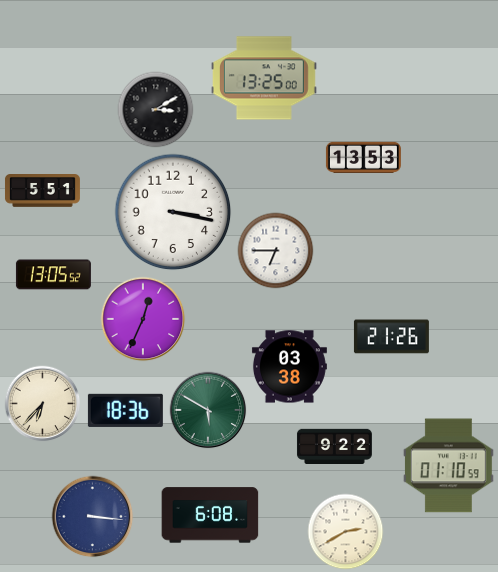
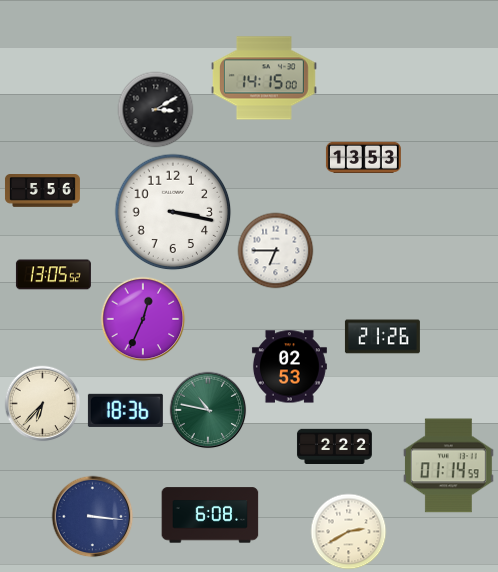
clock at (264, 78): 13:25 -> 14:15
clock at (42, 191): 5:51 -> 5:56
clock at (391, 337) position: (391, 337) -> (382, 337)
clock at (289, 367): 03:38 -> 02:53
clock at (208, 410): 5:50 -> 10:47
clock at (334, 446): 9:22 -> 2:22
clock at (448, 466): 01:10 -> 01:14
clock at (346, 532) position: (346, 532) -> (349, 532)
